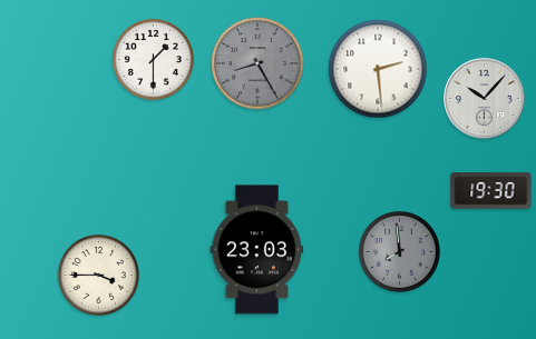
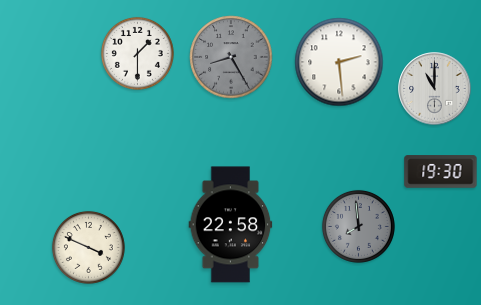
clock at (485, 99): 10:07 -> 11:00
clock at (257, 250): 23:03 -> 22:58
clock at (98, 275): 3:45 -> 3:49
